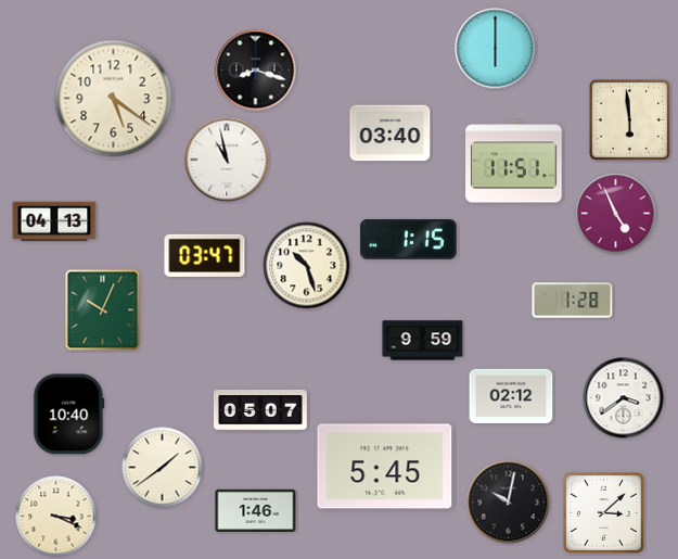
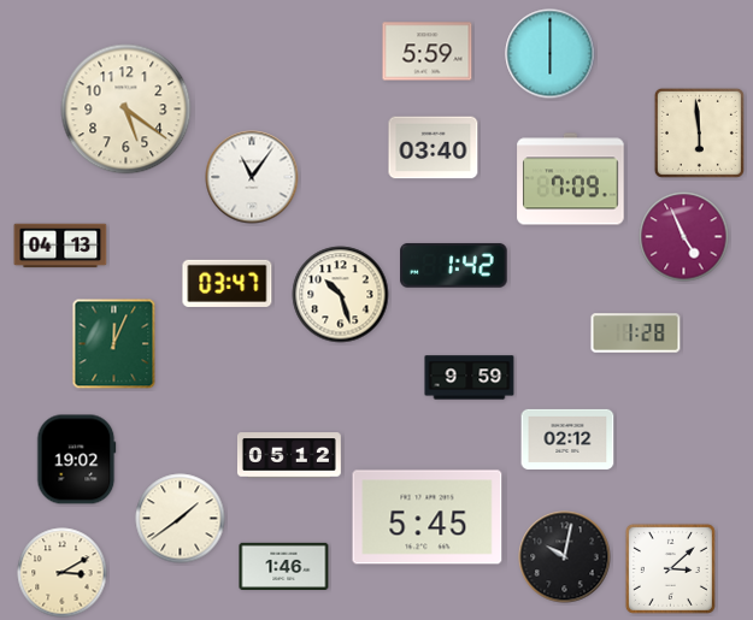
clock at (428, 52): none -> 5:59
clock at (256, 71): 8:18 -> none
clock at (227, 160): 10:58 -> 11:06
clock at (514, 162): 11:51 -> 7:09
clock at (409, 239): 1:15 -> 1:42
clock at (103, 310): 10:04 -> 12:04
clock at (624, 398): 3:39 -> none
clock at (260, 410): 05:07 -> 05:12
clock at (69, 415): 10:40 -> 19:02
clock at (56, 517): 3:19 -> 3:10
